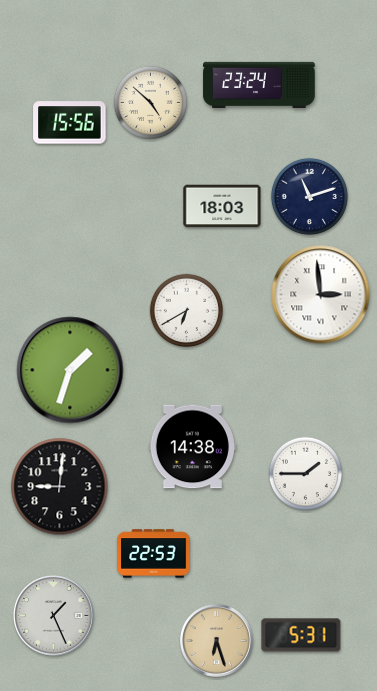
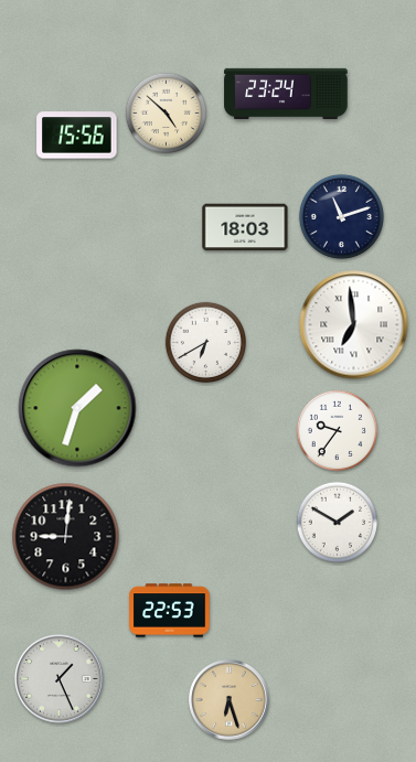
clock at (321, 295): 2:59 -> 6:59
clock at (337, 430): none -> 9:36
clock at (192, 447): 14:38 -> none
clock at (305, 473): 1:45 -> 1:50
clock at (301, 635): 5:31 -> none
clock at (217, 641) position: (217, 641) -> (230, 700)
